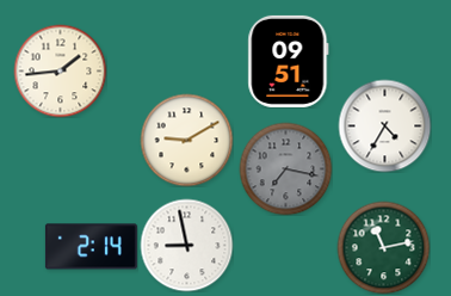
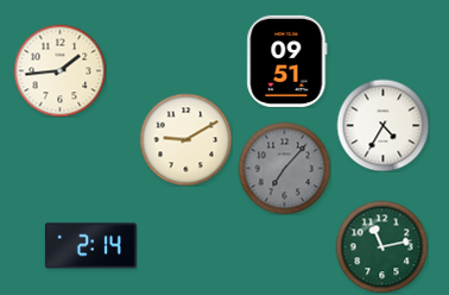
clock at (285, 168): 7:17 -> 7:07
clock at (186, 245): 8:58 -> none
